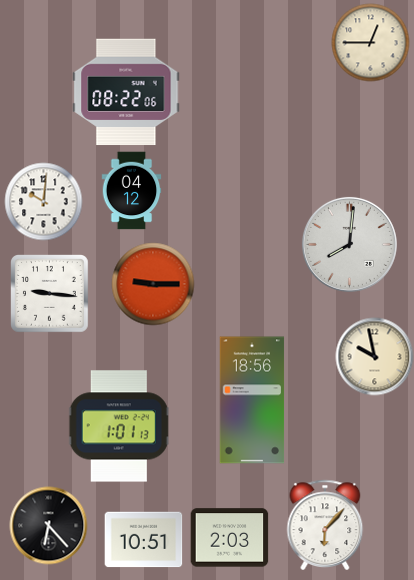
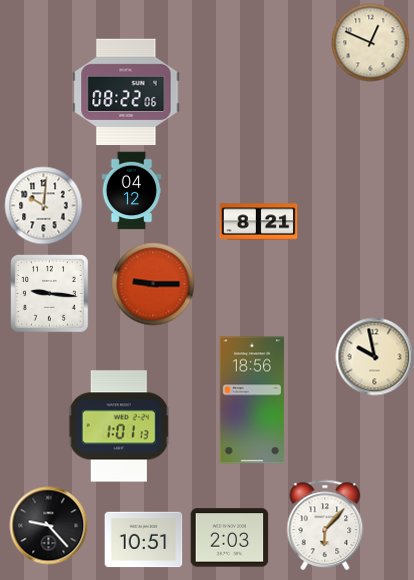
clock at (370, 42): 12:45 -> 12:49
clock at (43, 201) position: (43, 201) -> (43, 205)
clock at (258, 222): none -> 8:21
clock at (349, 244): 8:01 -> none
clock at (48, 525): 6:23 -> 9:23
